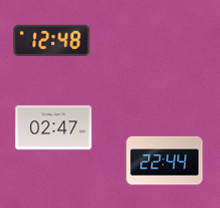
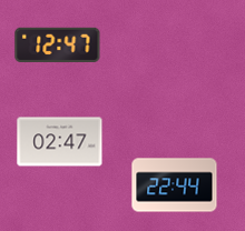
clock at (52, 40): 12:48 -> 12:47
clock at (165, 161) position: (165, 161) -> (175, 185)
